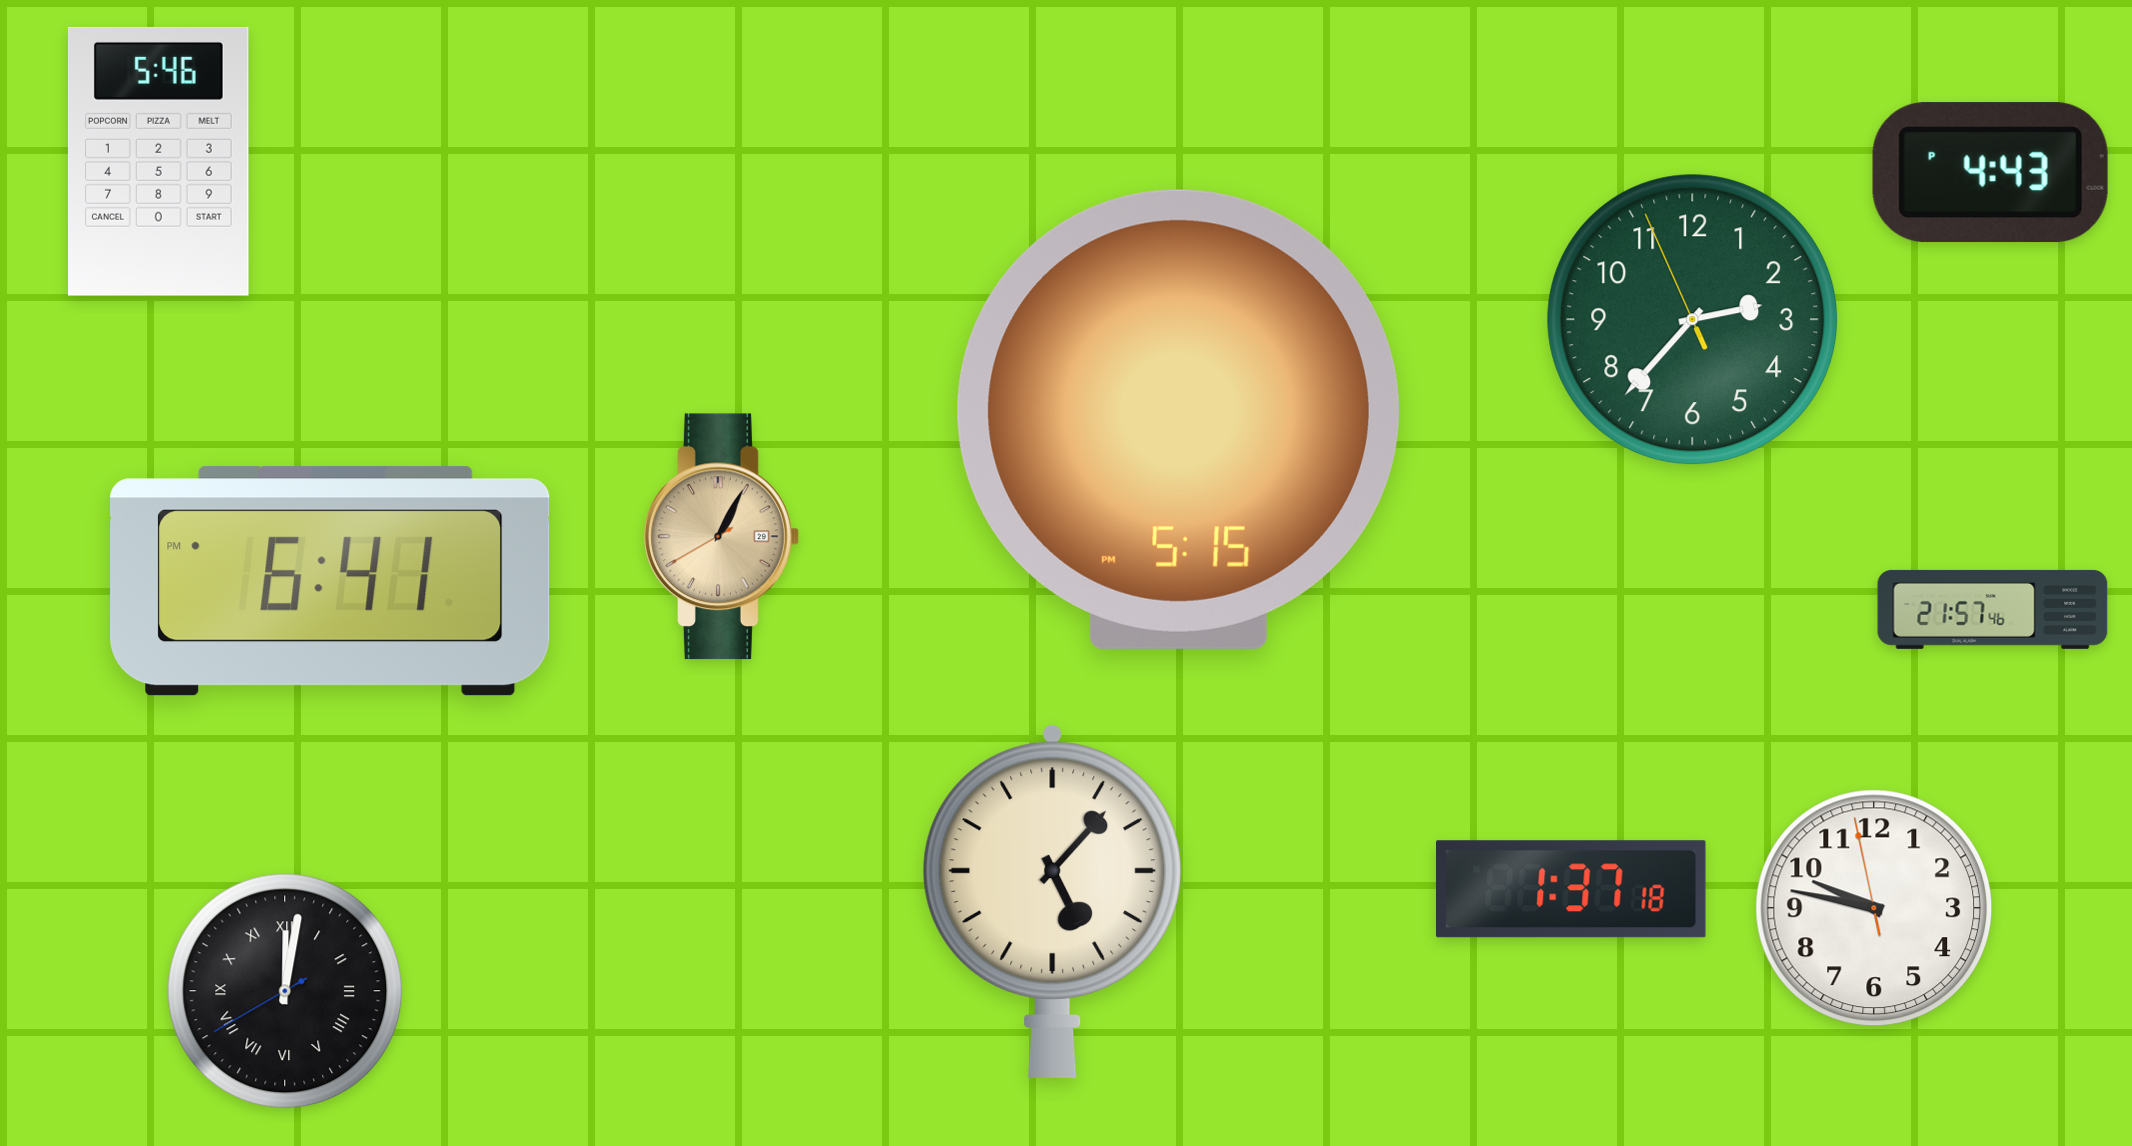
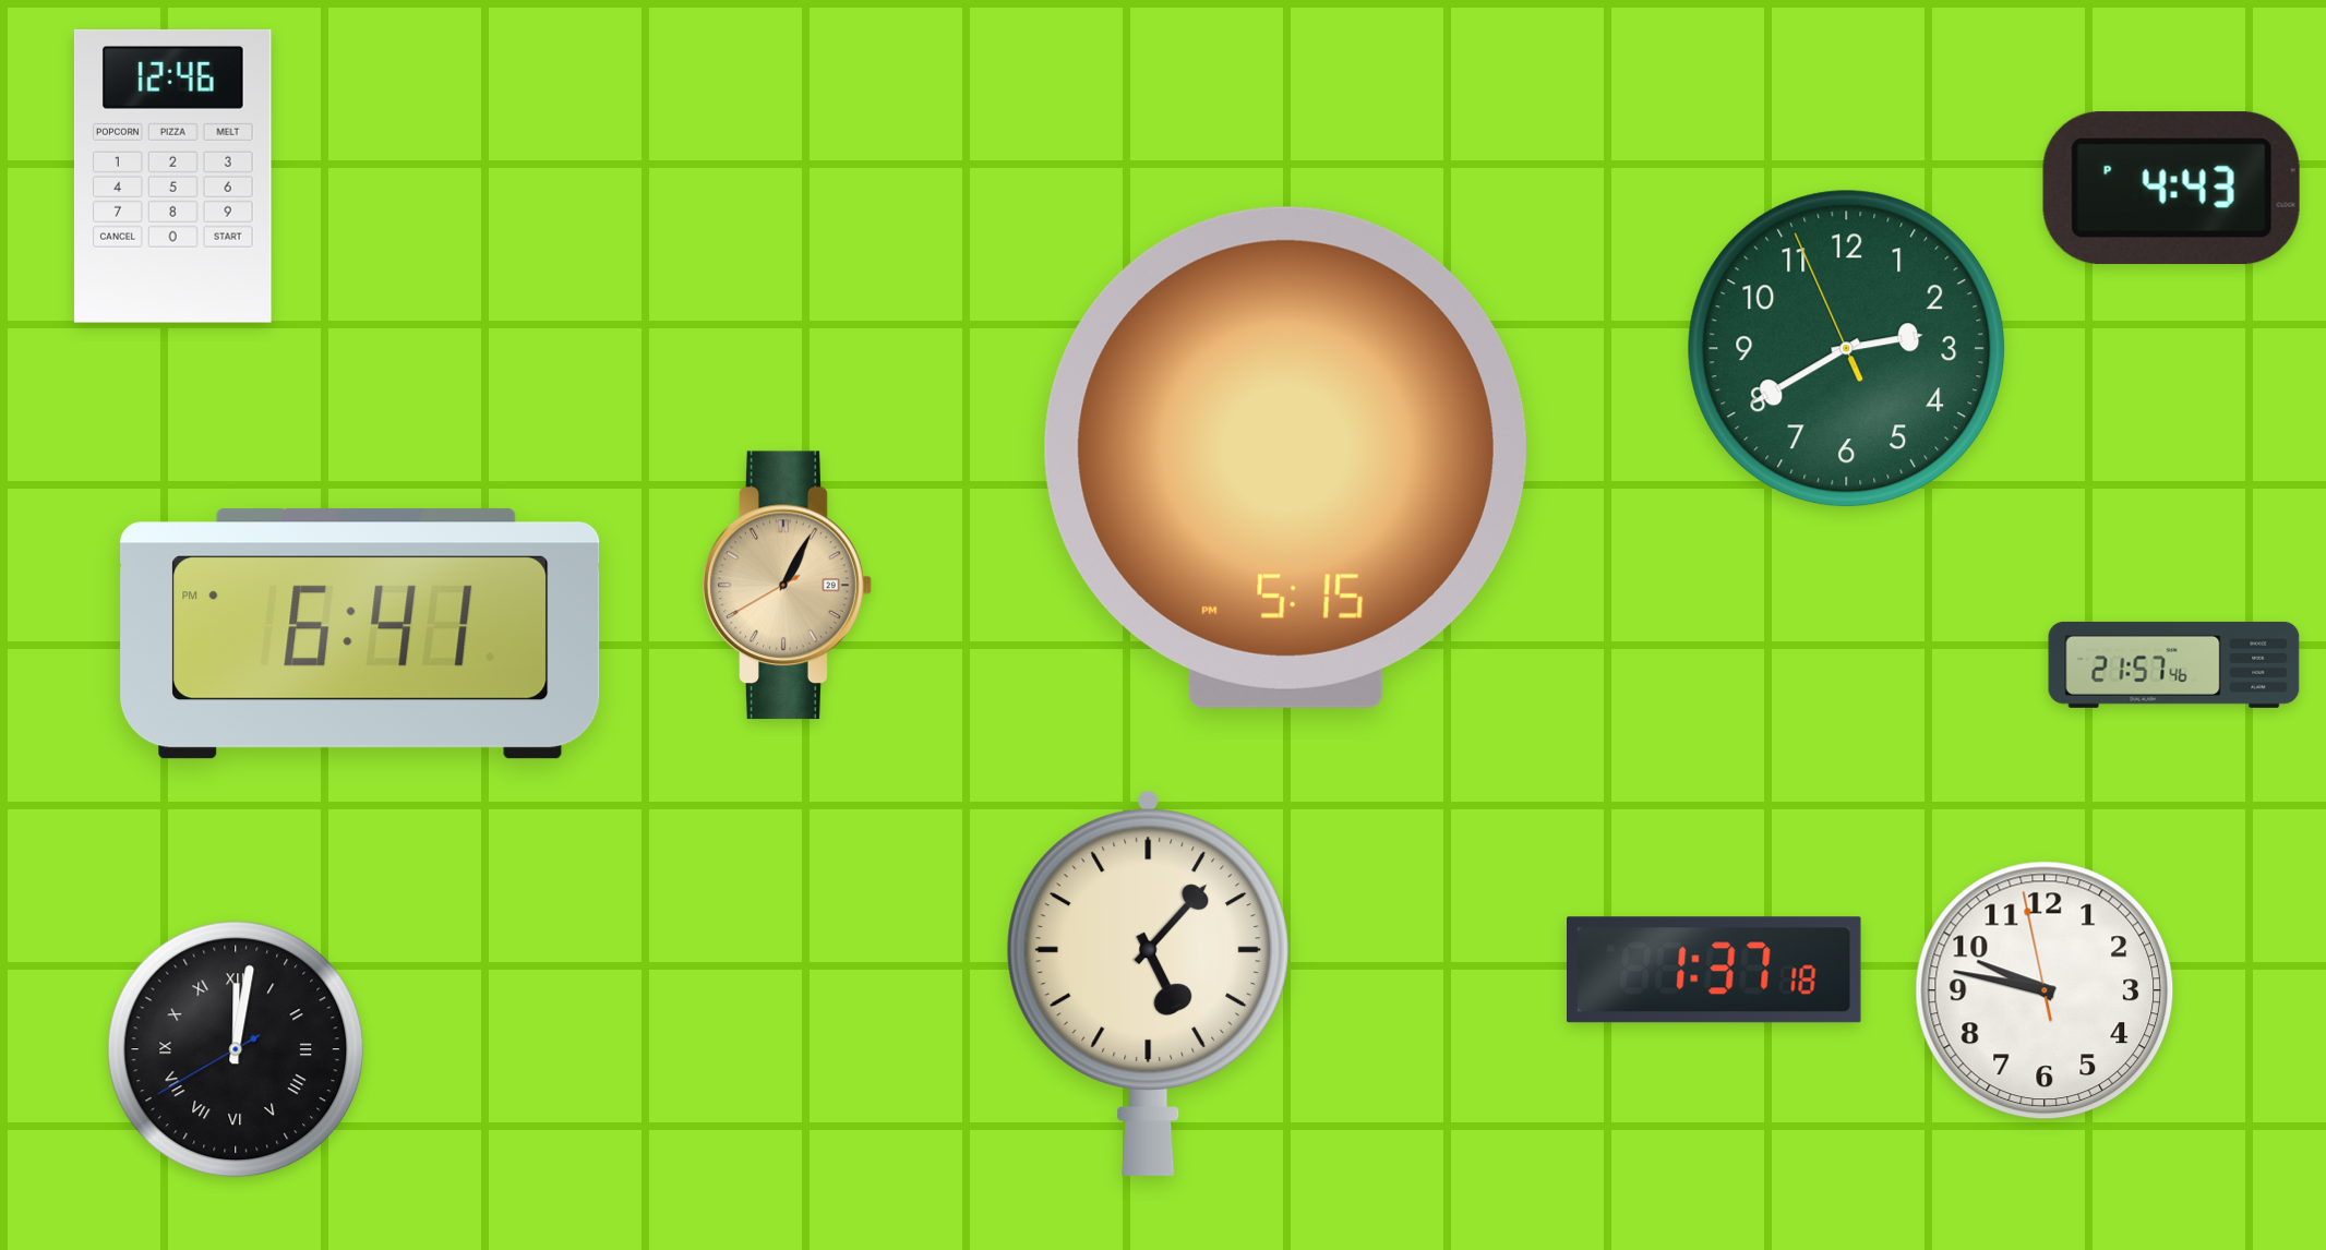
clock at (158, 161): 5:46 -> 12:46
clock at (1693, 320): 2:36 -> 2:39
clock at (285, 991) position: (285, 991) -> (236, 1049)
